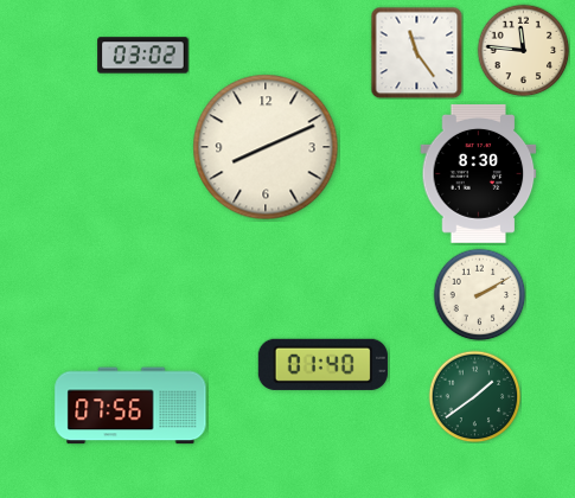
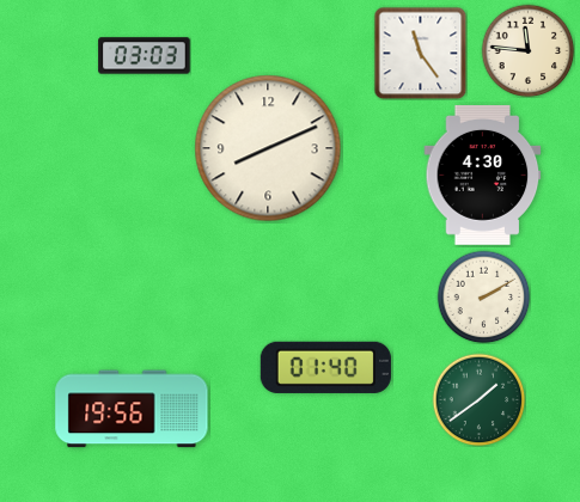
clock at (143, 56): 03:02 -> 03:03
clock at (479, 173): 8:30 -> 4:30
clock at (130, 406): 07:56 -> 19:56
